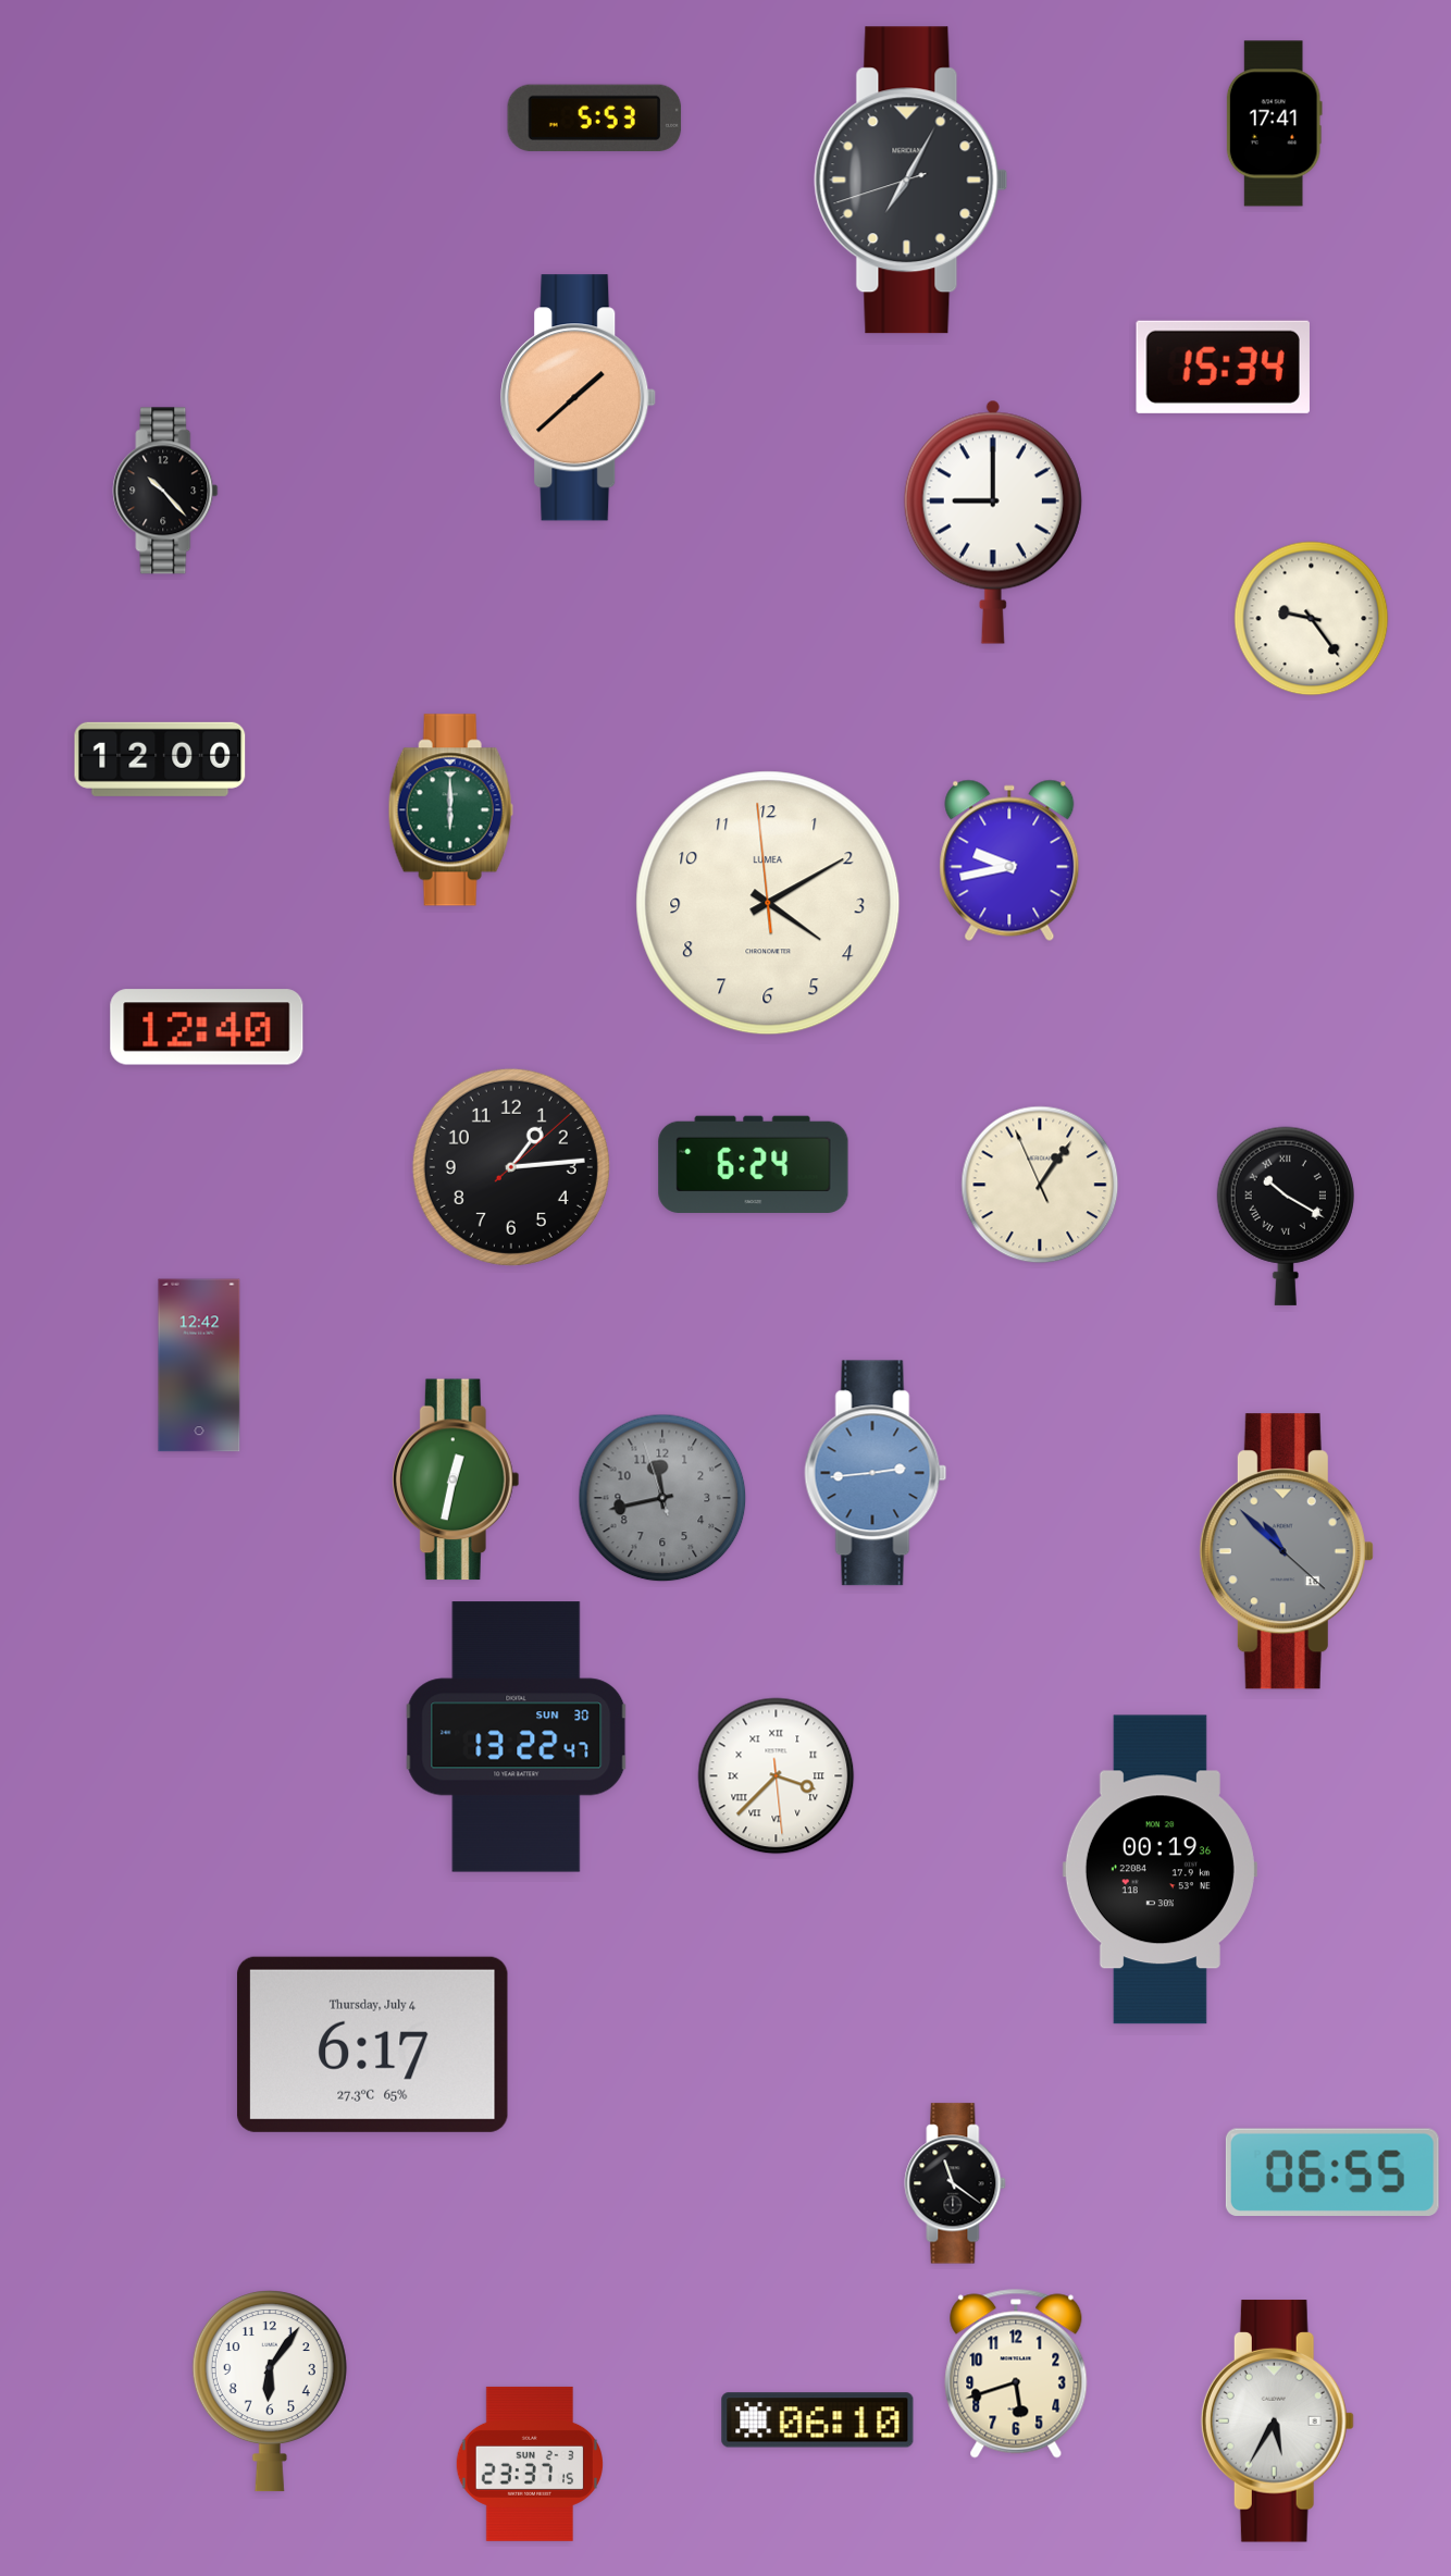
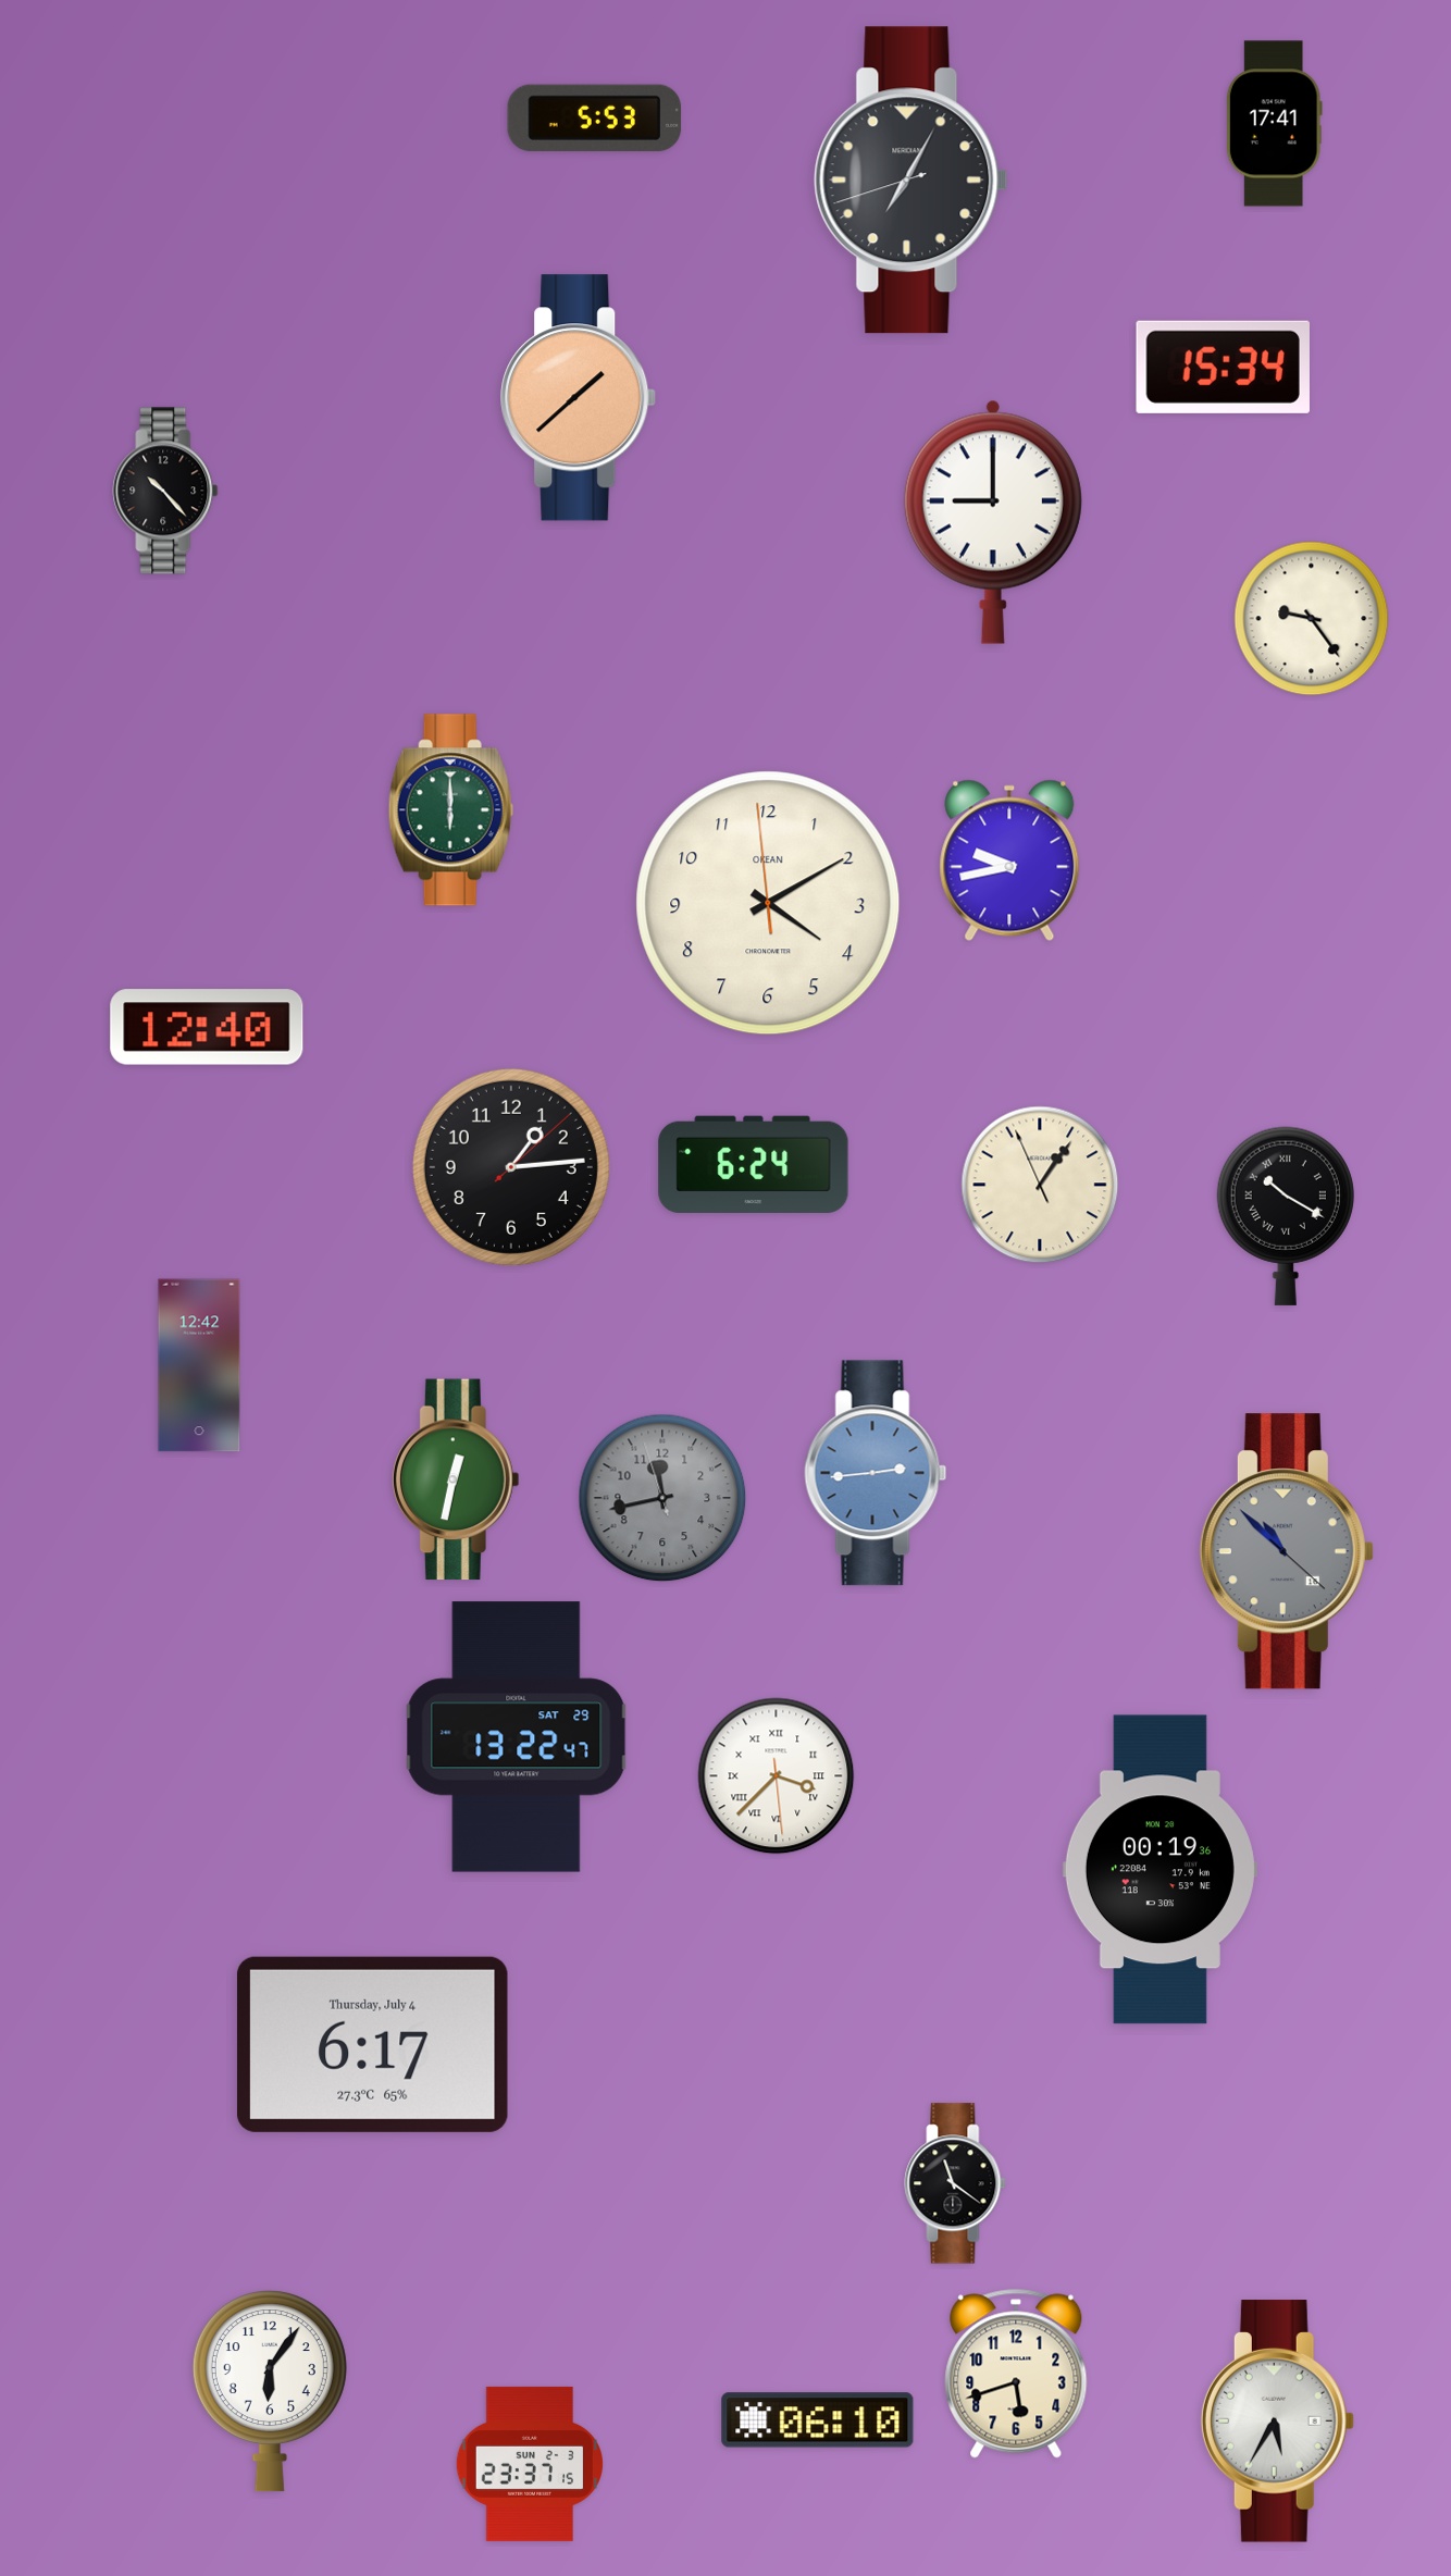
clock at (160, 759): 12:00 -> none
clock at (768, 903) brand: LUMEA -> OKEAN
clock at (517, 1737) date: SUN 30 -> SAT 29
clock at (1332, 2172): 06:55 -> none
